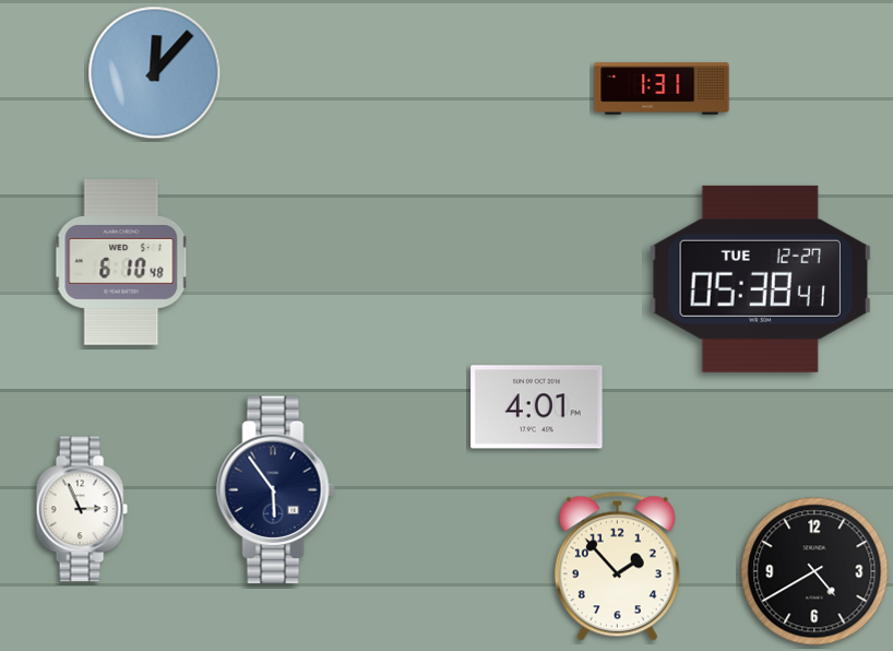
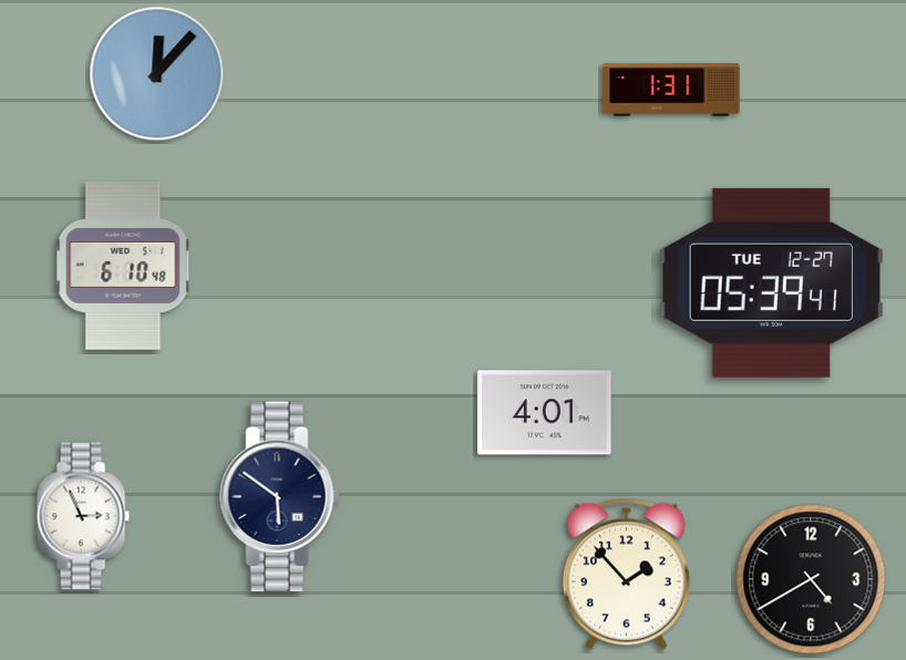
clock at (760, 279): 05:38 -> 05:39
clock at (276, 490): 5:54 -> 5:51
clock at (814, 571) position: (814, 571) -> (811, 579)
